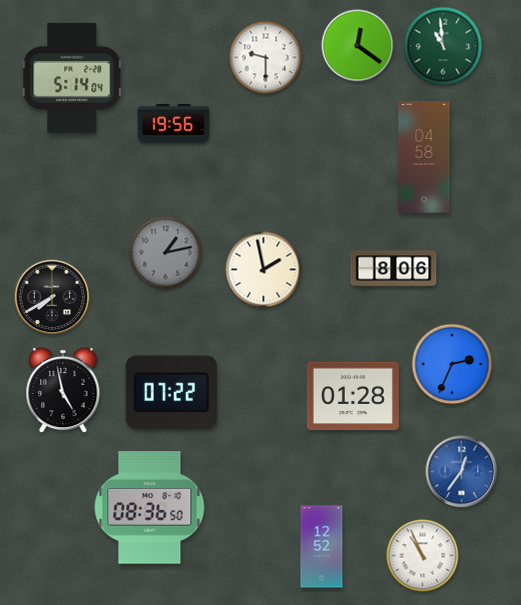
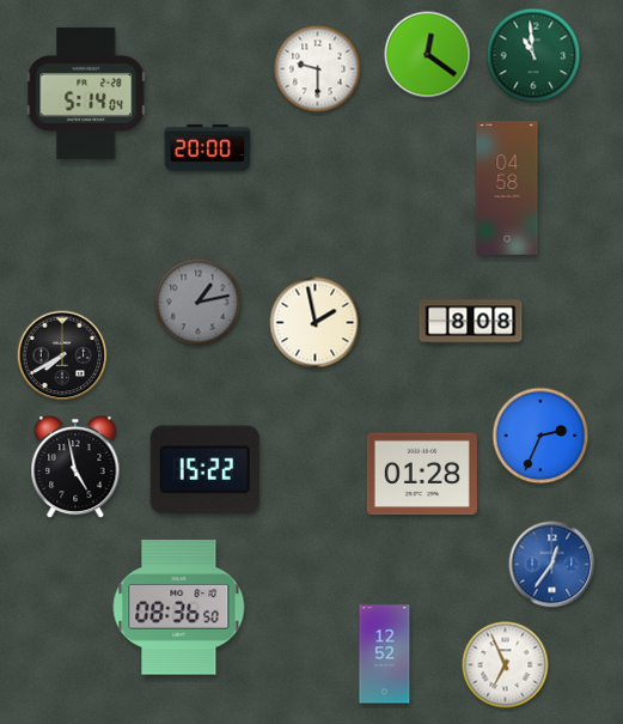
clock at (443, 46) position: (443, 46) -> (533, 55)
clock at (174, 123): 19:56 -> 20:00
clock at (394, 269): 8:06 -> 8:08
clock at (171, 393): 07:22 -> 15:22
clock at (423, 556): 10:56 -> 6:56
